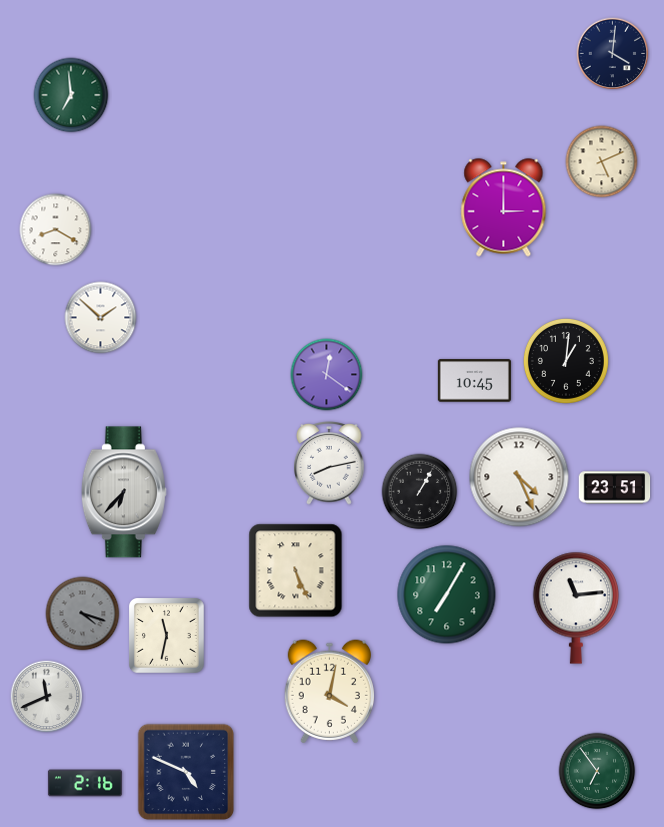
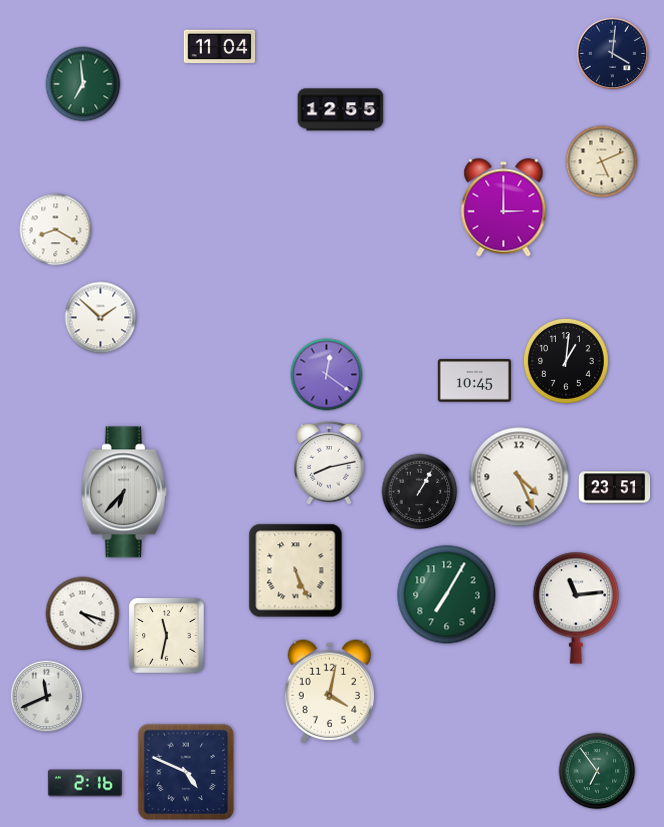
clock at (220, 47): none -> 11:04
clock at (71, 95) position: (71, 95) -> (83, 84)
clock at (341, 110): none -> 12:55
clock at (83, 614) dial: grey -> white
